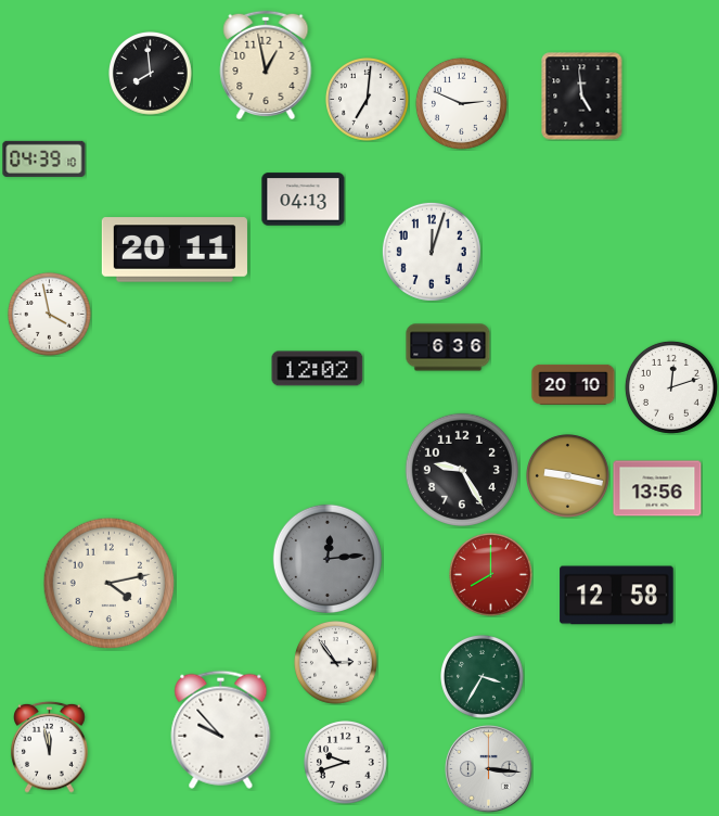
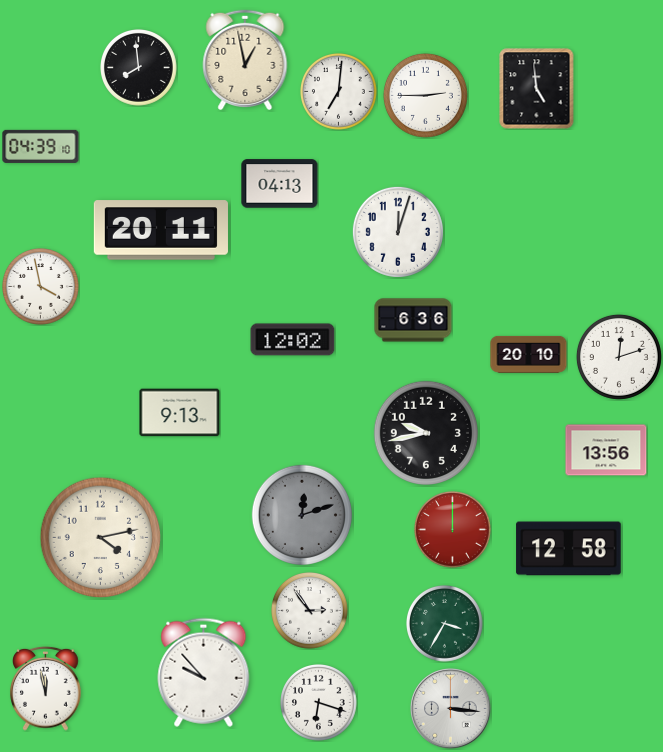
clock at (461, 103): 2:49 -> 2:45
clock at (50, 315) position: (50, 315) -> (41, 287)
clock at (180, 413): none -> 9:13
clock at (462, 470): 9:25 -> 9:43
clock at (568, 476): 9:17 -> none
clock at (328, 559): 12:14 -> 12:12
clock at (491, 575): 8:00 -> 12:00
clock at (346, 763): 9:42 -> 6:18
